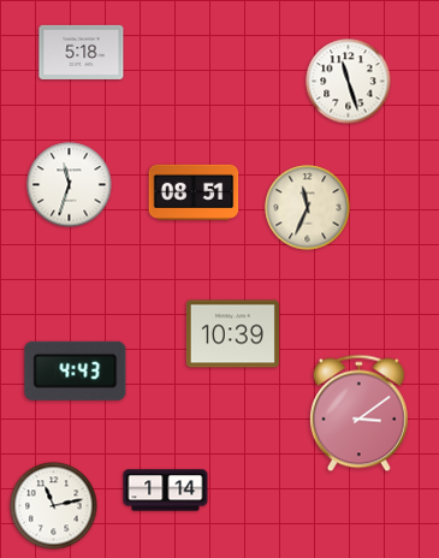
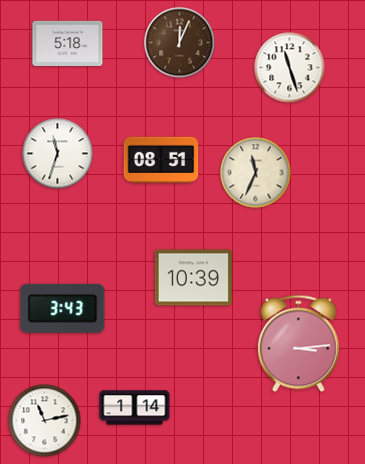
clock at (180, 43): none -> 12:04
clock at (76, 370): 4:43 -> 3:43
clock at (360, 414): 3:09 -> 3:14
clock at (166, 491) position: (166, 491) -> (135, 408)
